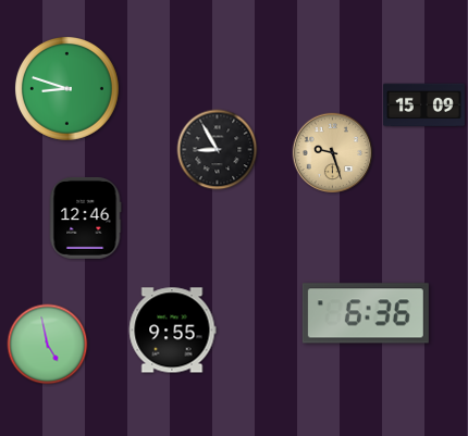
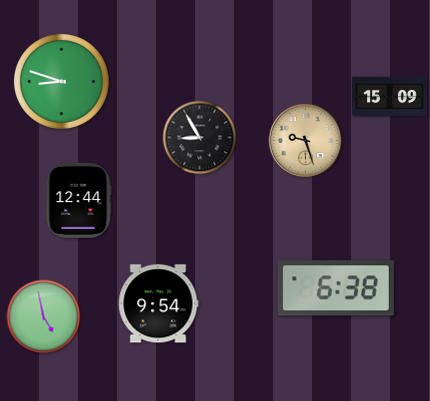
clock at (85, 217): 12:46 -> 12:44
clock at (366, 313): 6:36 -> 6:38
clock at (172, 331): 9:55 -> 9:54
